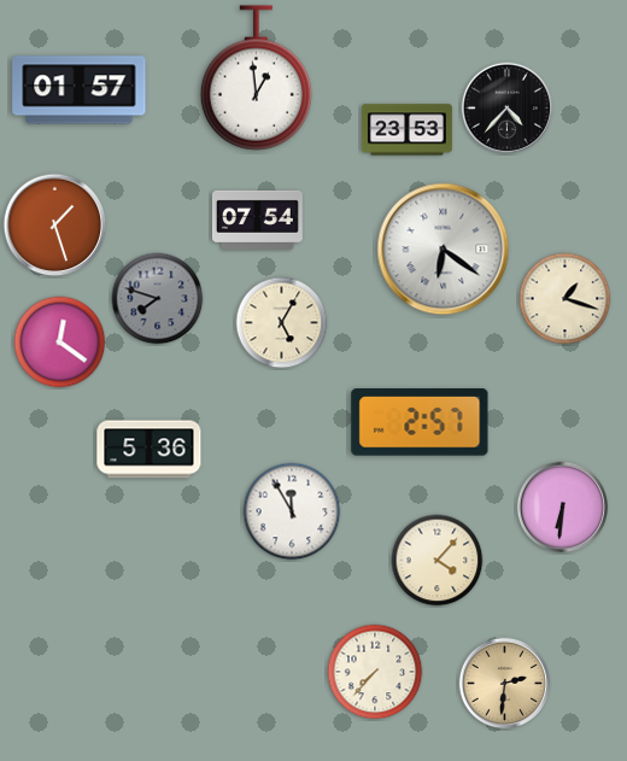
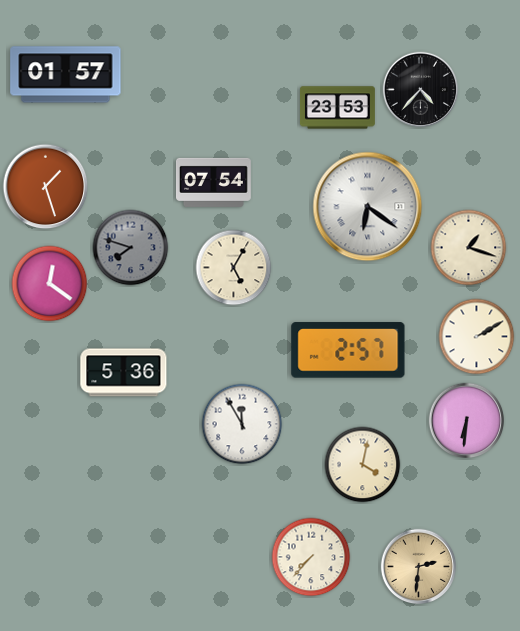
clock at (256, 78): 12:59 -> none
clock at (477, 337): none -> 2:10
clock at (438, 561): 4:07 -> 4:02
